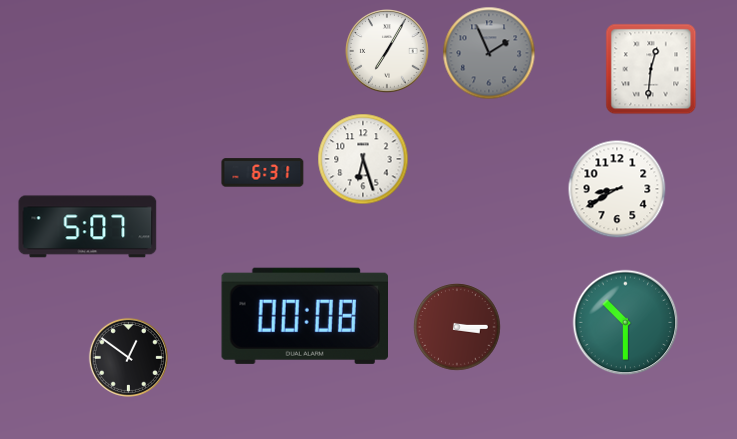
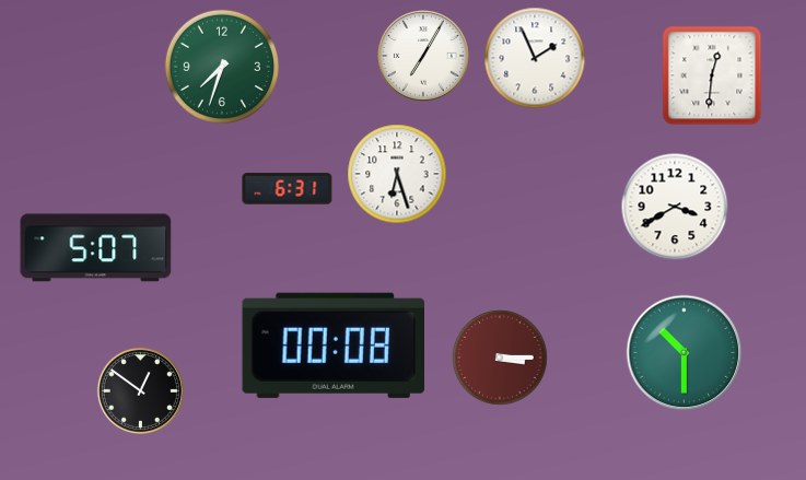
clock at (489, 53) dial: grey -> white
clock at (222, 67): none -> 7:33
clock at (617, 189): 8:40 -> 3:40
